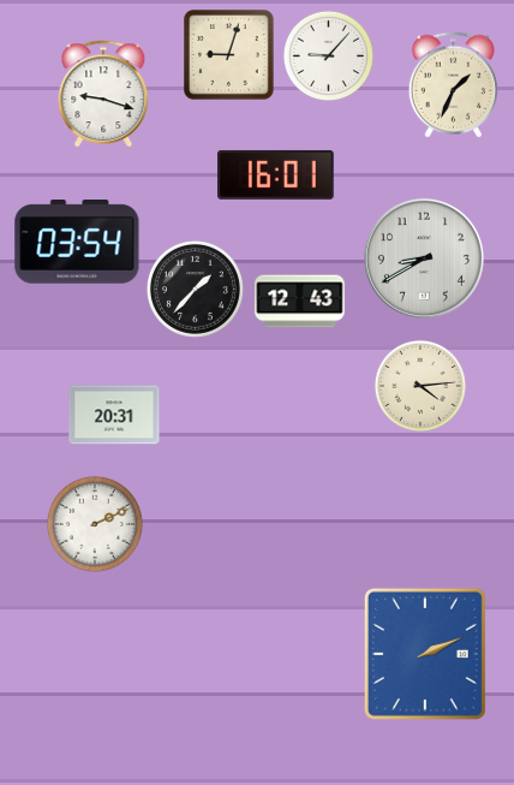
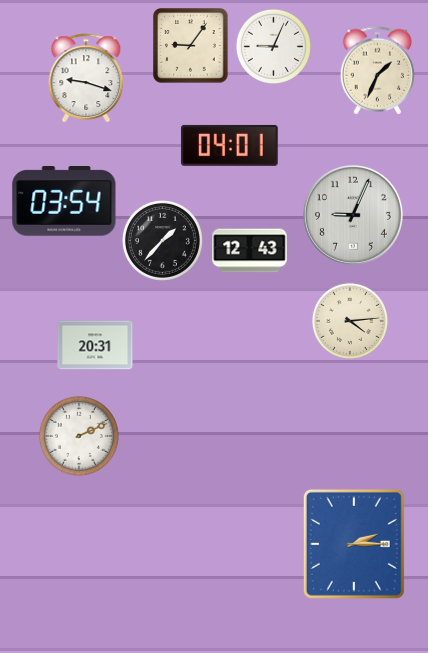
clock at (229, 55): 9:03 -> 9:06
clock at (328, 55): 9:07 -> 9:04
clock at (276, 174): 16:01 -> 04:01
clock at (424, 258): 8:40 -> 9:04
clock at (425, 654): 2:11 -> 2:15
